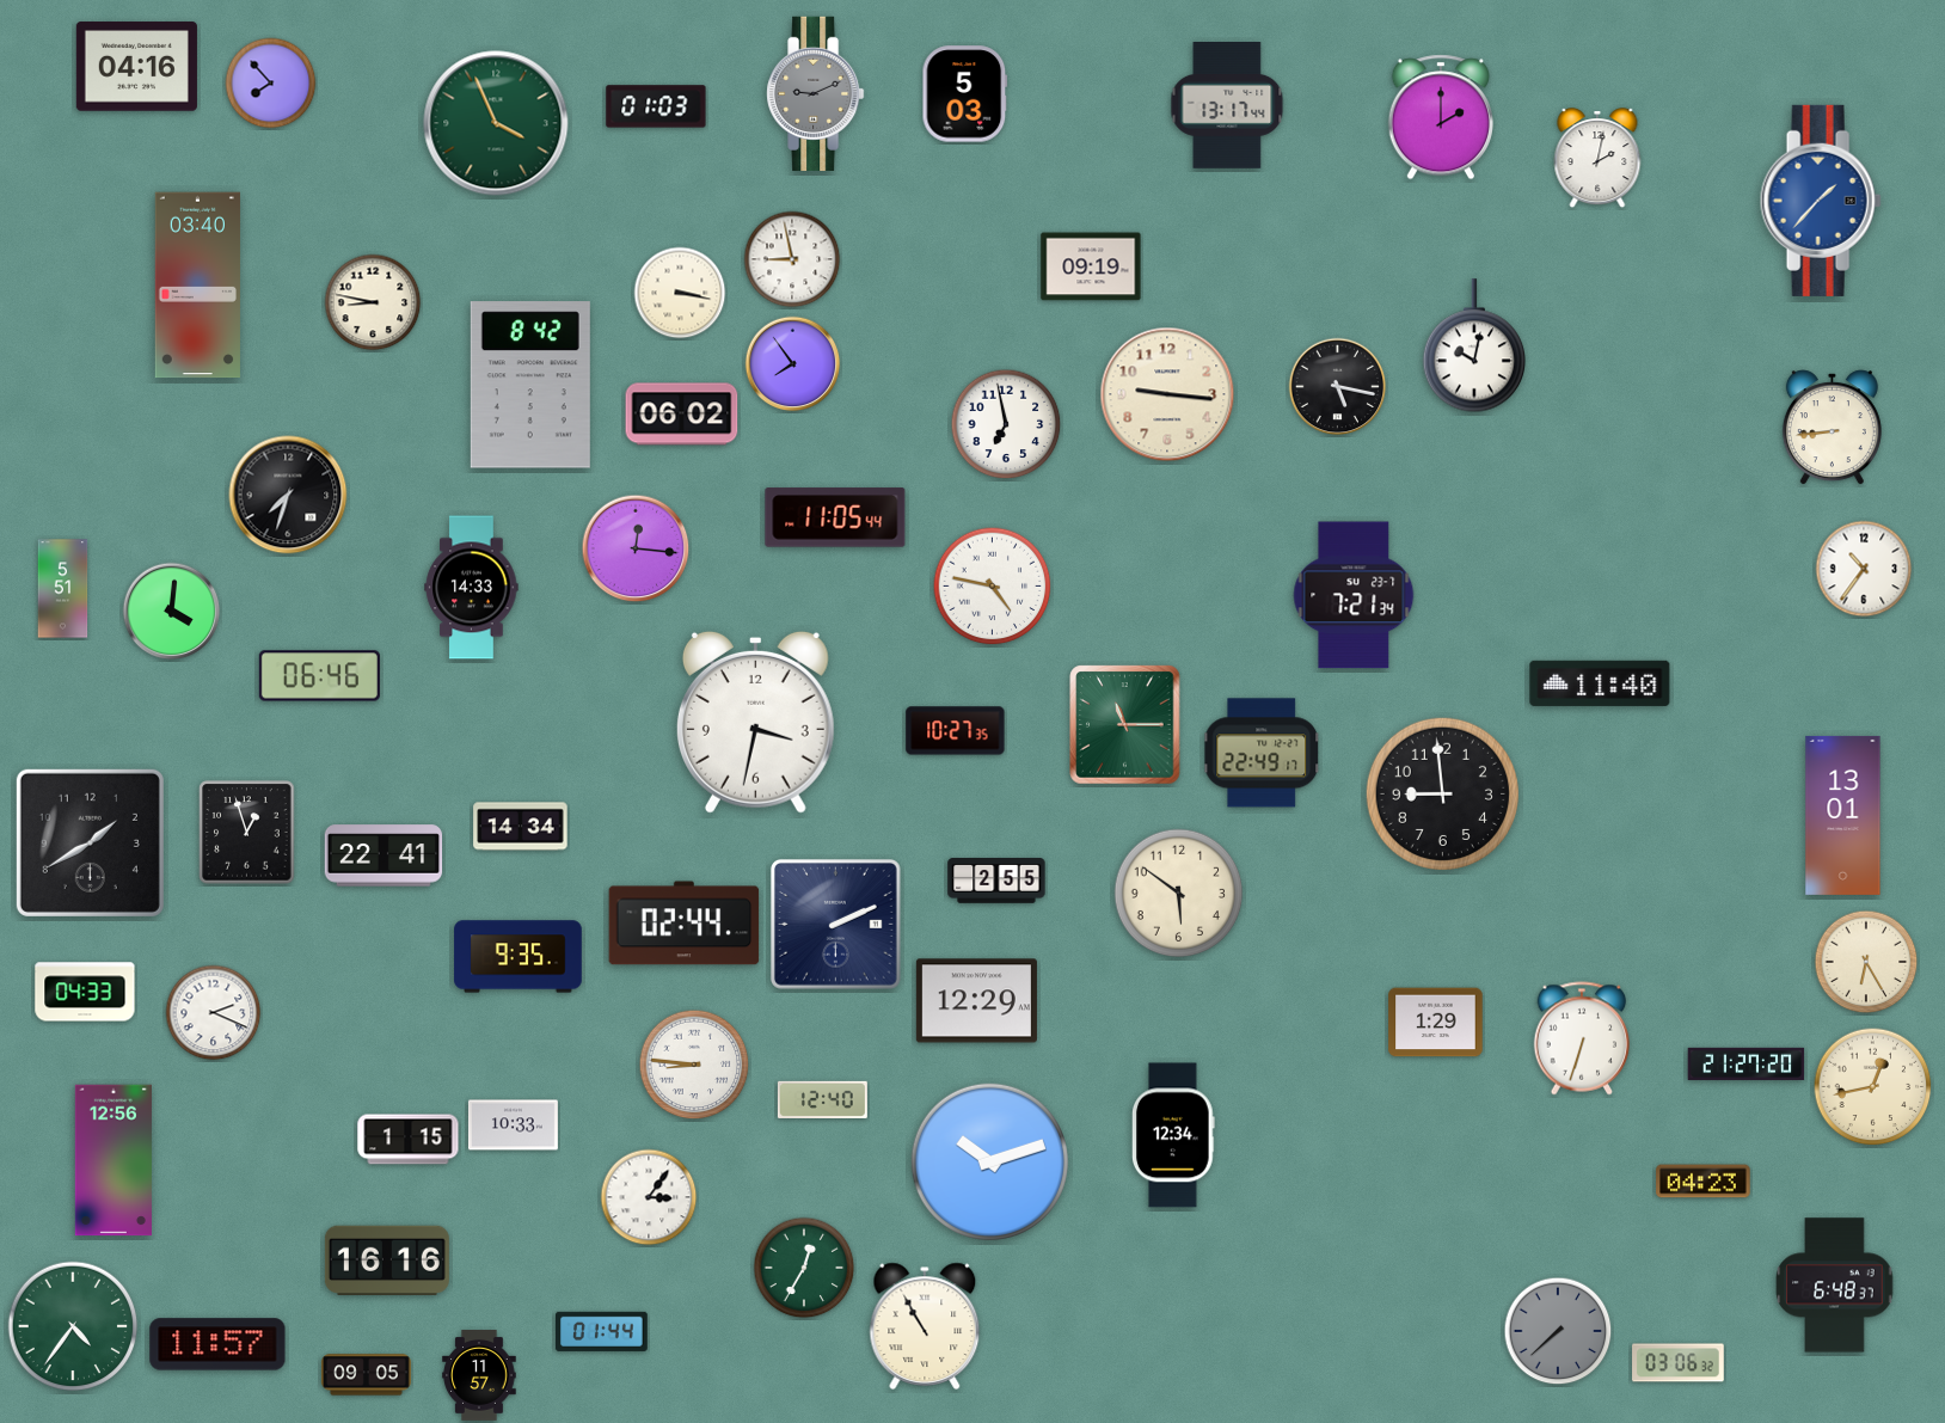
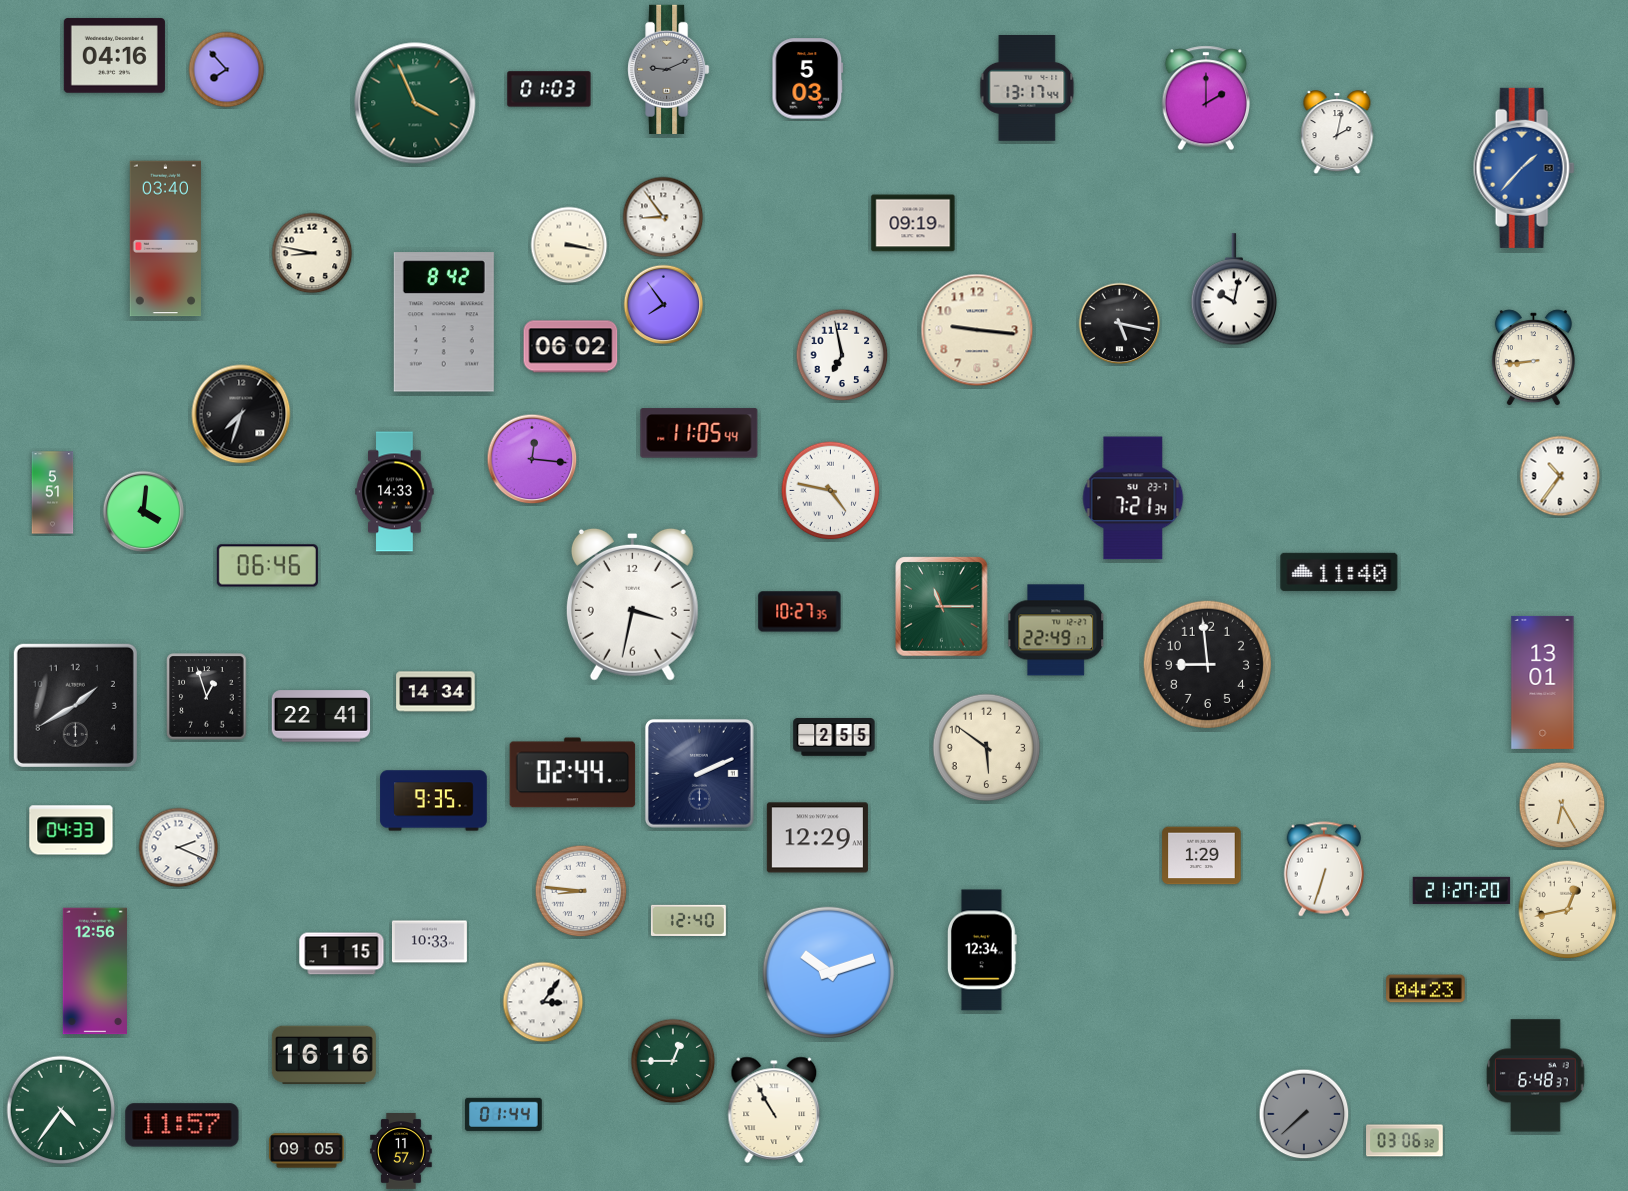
clock at (816, 93) position: (816, 93) -> (669, 69)
clock at (792, 259): 8:58 -> 8:54
clock at (804, 1268): 12:35 -> 12:45
